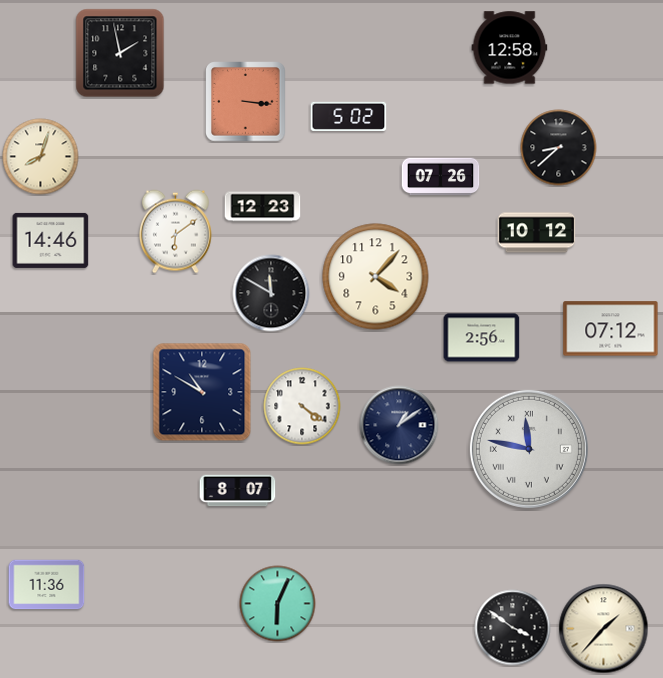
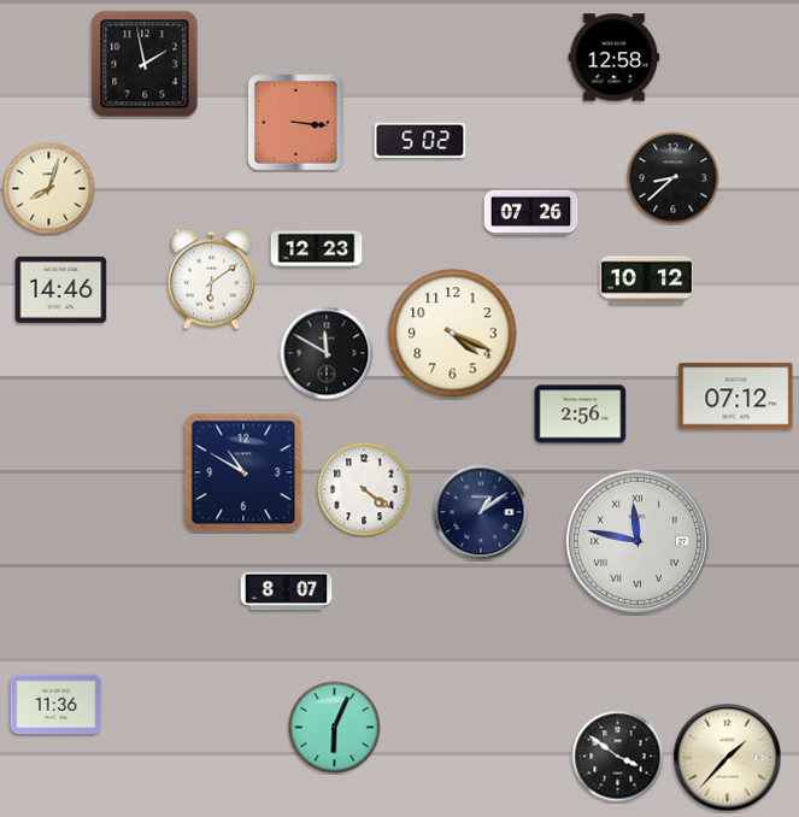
clock at (376, 277): 4:07 -> 4:19
clock at (482, 338) position: (482, 338) -> (581, 415)
